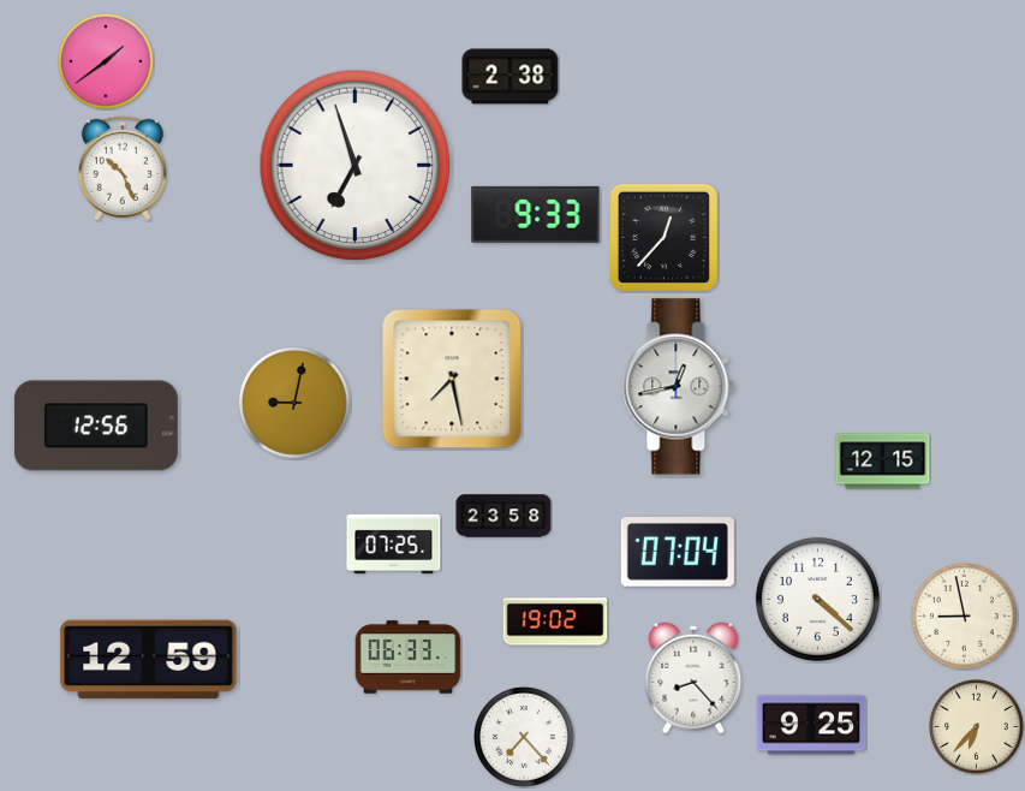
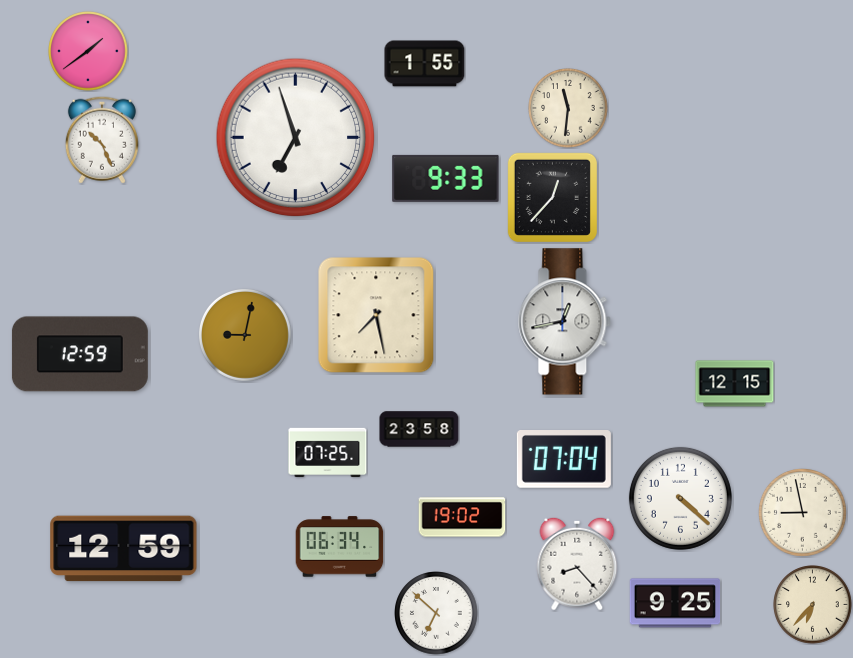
clock at (511, 77): 2:38 -> 1:55
clock at (568, 108): none -> 11:31
clock at (96, 426): 12:56 -> 12:59
clock at (409, 658): 06:33 -> 06:34
clock at (524, 737): 7:23 -> 6:52
